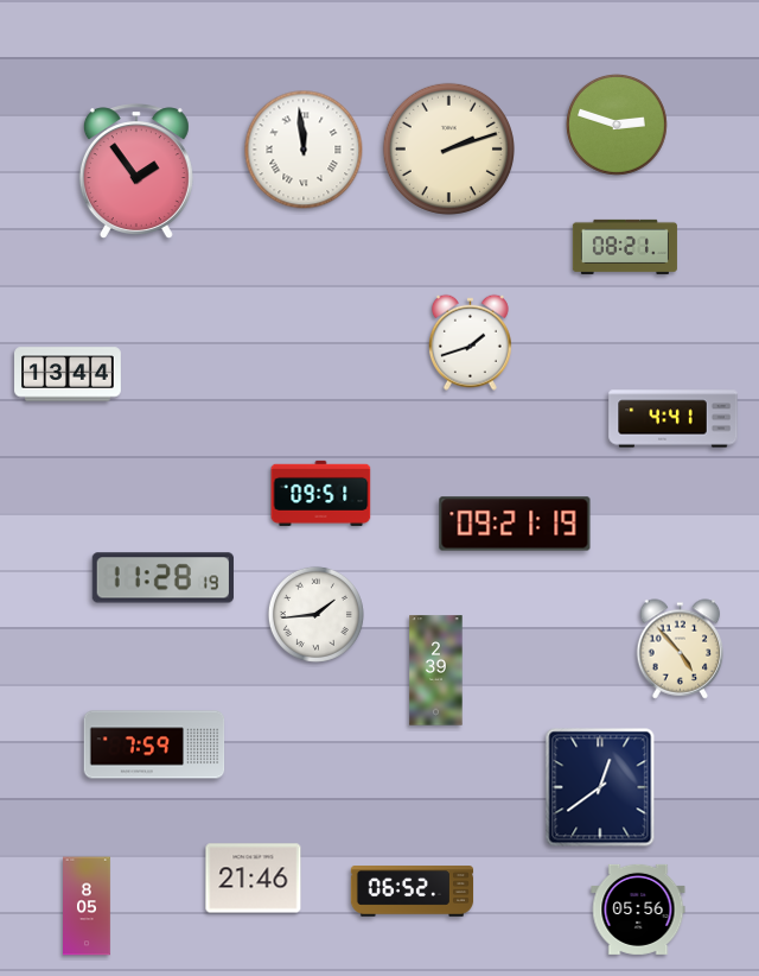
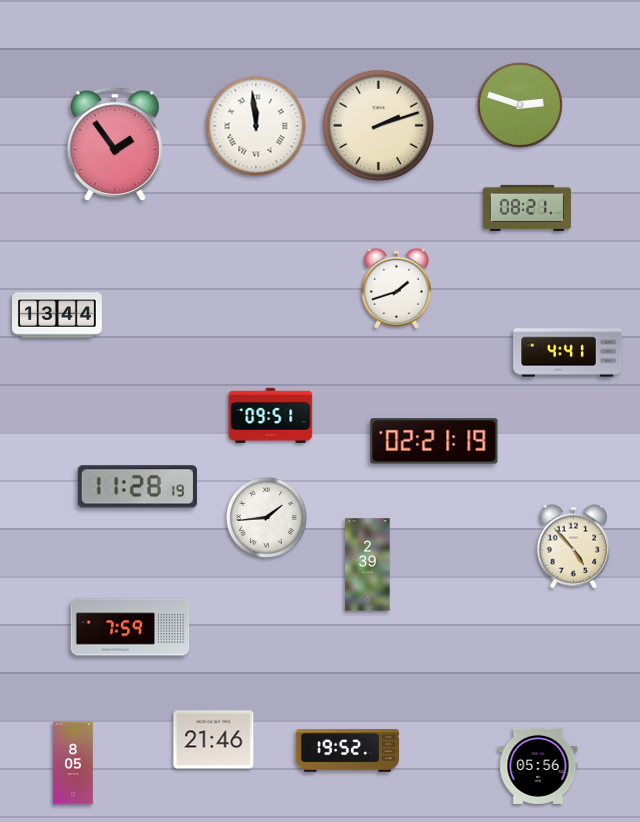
clock at (515, 524): 09:21 -> 02:21
clock at (600, 787): 12:39 -> none
clock at (413, 892): 06:52 -> 19:52
